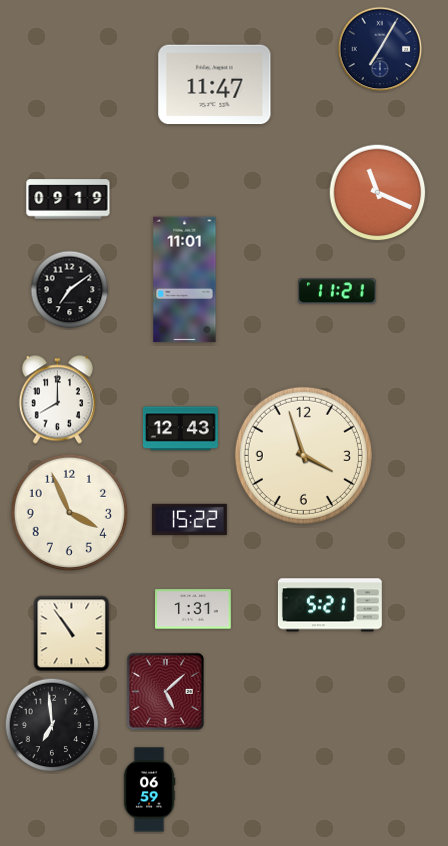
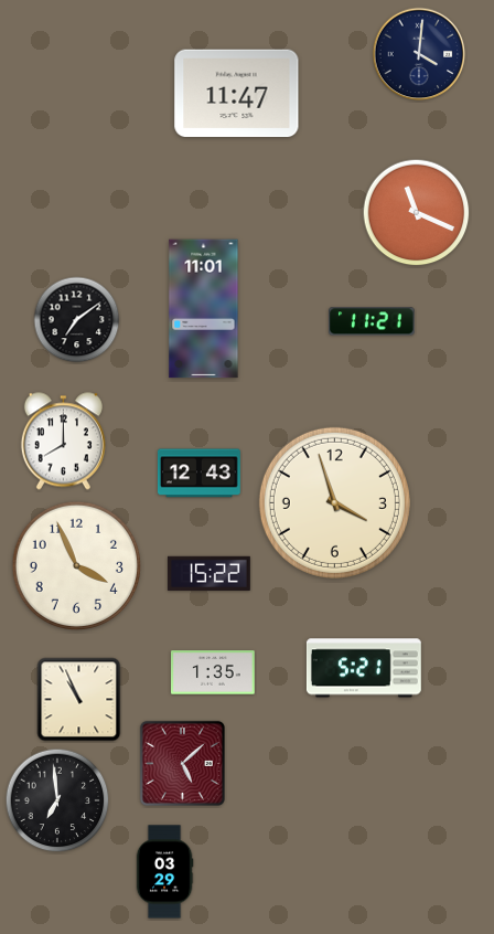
clock at (380, 49): 7:05 -> 4:01
clock at (68, 199): 09:19 -> none
clock at (193, 609): 1:31 -> 1:35
clock at (72, 634): 10:54 -> 10:56
clock at (149, 790): 06:59 -> 03:29
